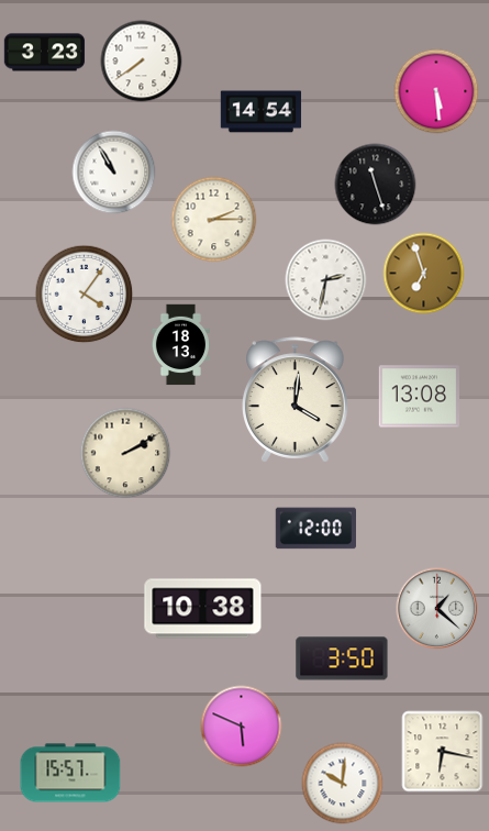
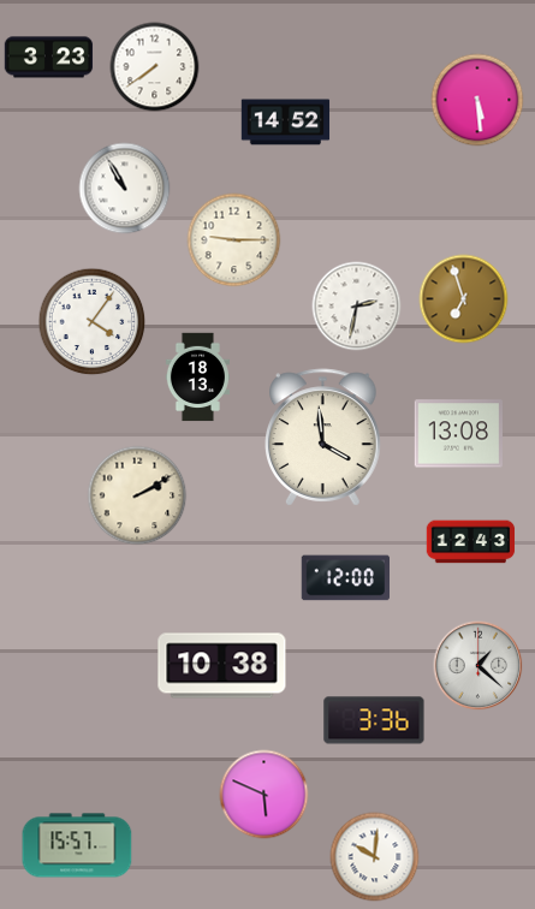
clock at (262, 112): 14:54 -> 14:52
clock at (376, 185): 11:27 -> none
clock at (214, 220): 2:15 -> 9:15
clock at (296, 400): 4:01 -> 3:59
clock at (471, 542): none -> 12:43
clock at (342, 658): 3:50 -> 3:36
clock at (443, 752): 6:17 -> none
